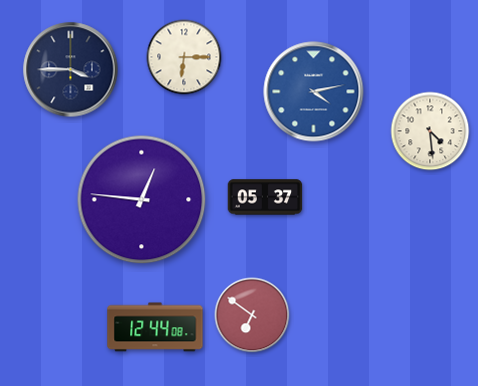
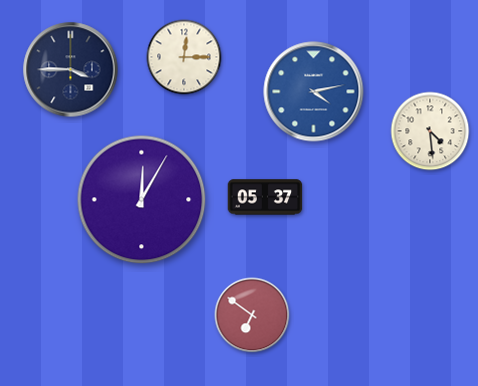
clock at (184, 57): 6:15 -> 12:15
clock at (142, 200): 12:46 -> 12:05
clock at (155, 327): 12:44 -> none
